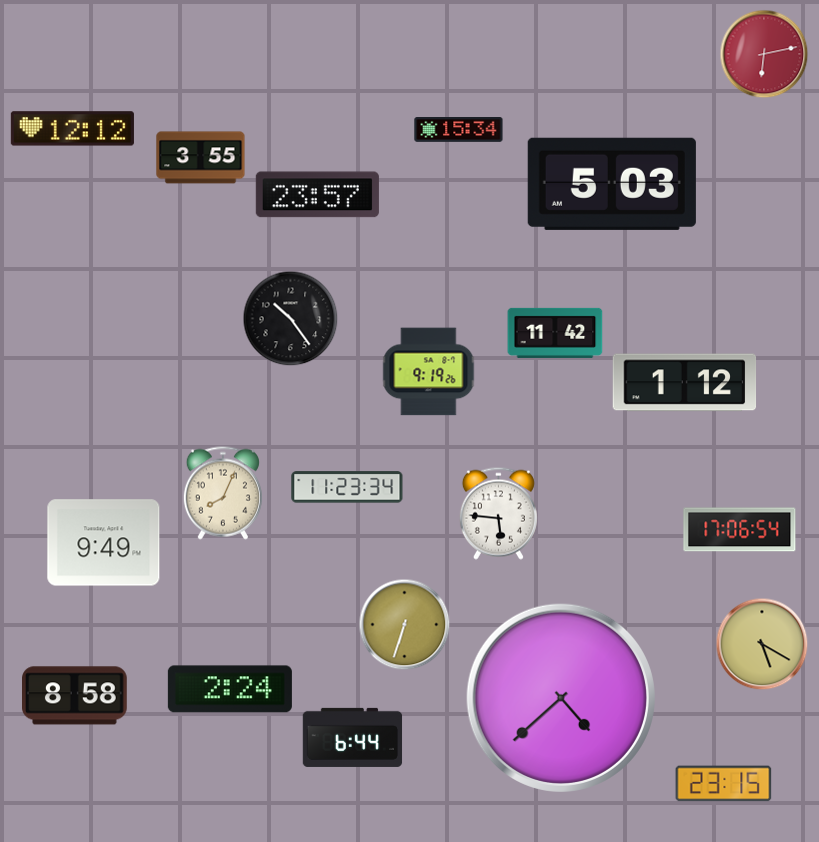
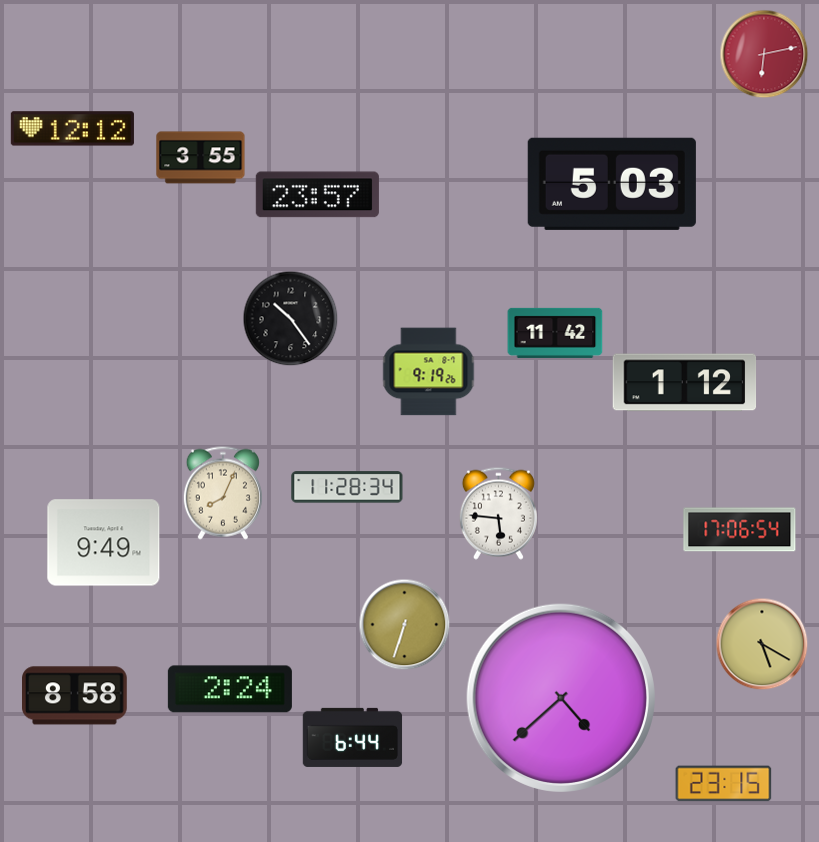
clock at (459, 130): 15:34 -> none
clock at (347, 487): 11:23 -> 11:28
